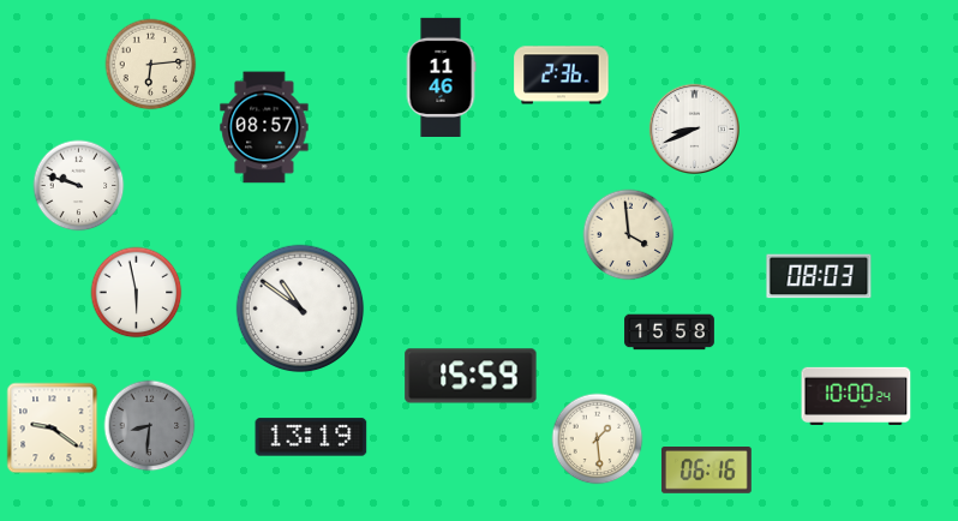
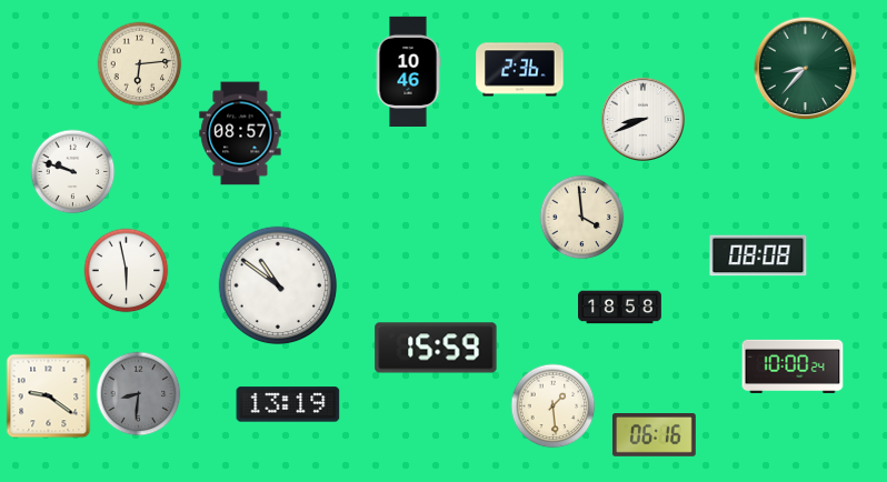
clock at (151, 65) position: (151, 65) -> (140, 64)
clock at (806, 69): none -> 8:37
clock at (441, 77): 11:46 -> 10:46
clock at (264, 127) position: (264, 127) -> (240, 133)
clock at (819, 276): 08:03 -> 08:08
clock at (670, 333): 15:58 -> 18:58
